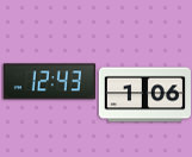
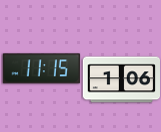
clock at (49, 82): 12:43 -> 11:15
